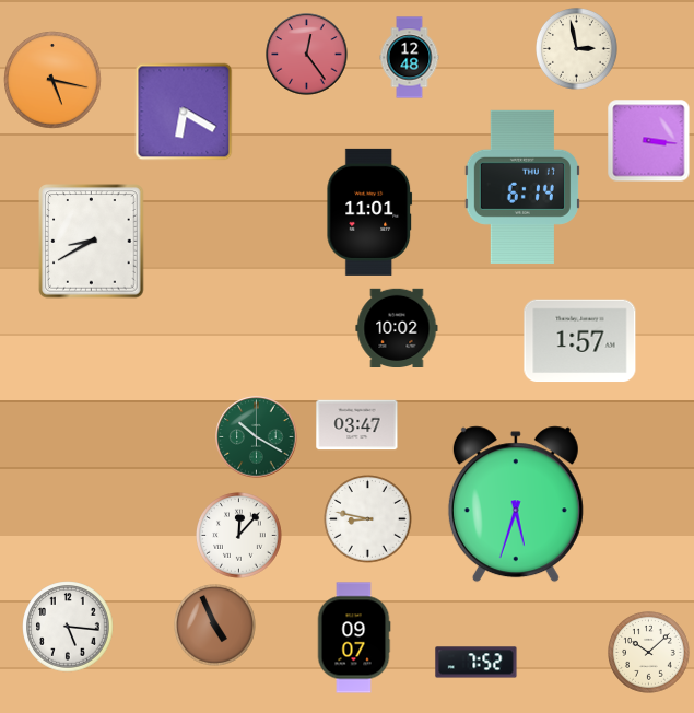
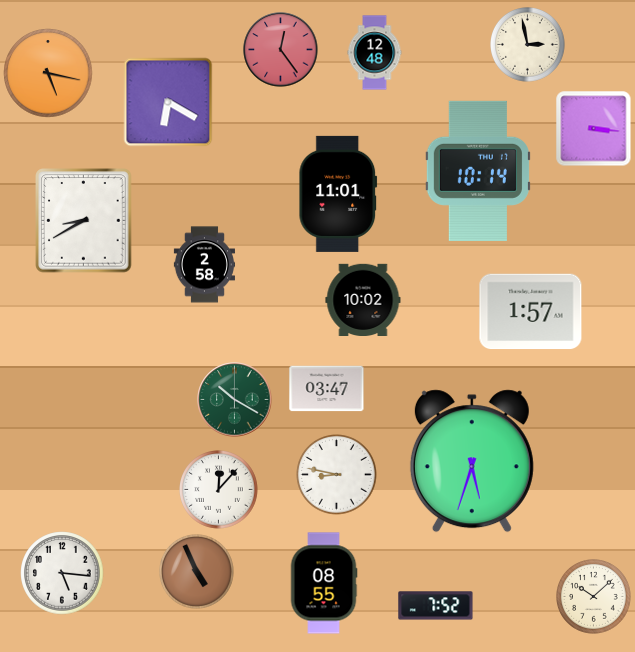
clock at (522, 187): 6:14 -> 10:14
clock at (204, 265): none -> 2:58
clock at (354, 638): 09:07 -> 08:55
